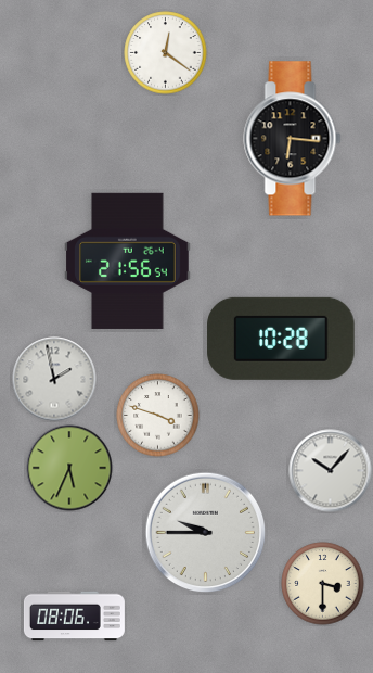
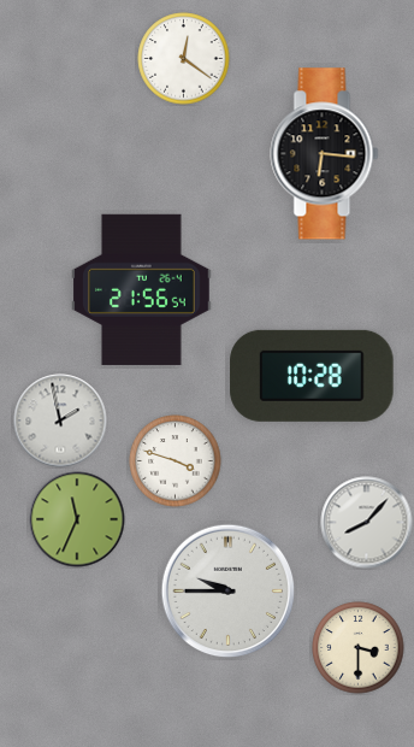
clock at (69, 468): 5:34 -> 11:34
clock at (331, 471): 10:07 -> 8:07
clock at (74, 617): 08:06 -> none
